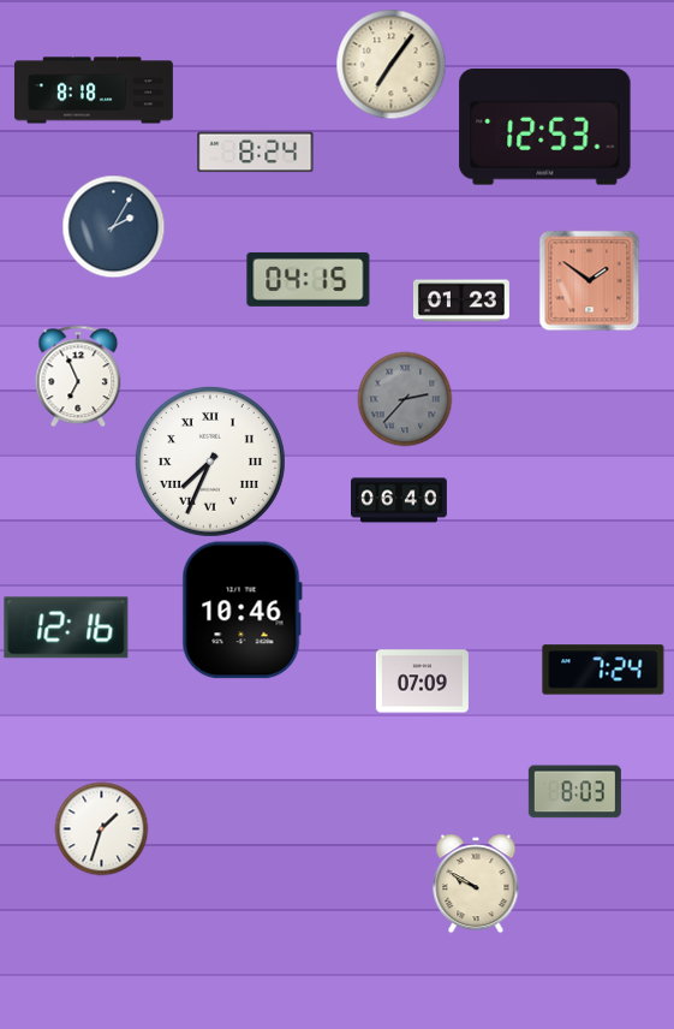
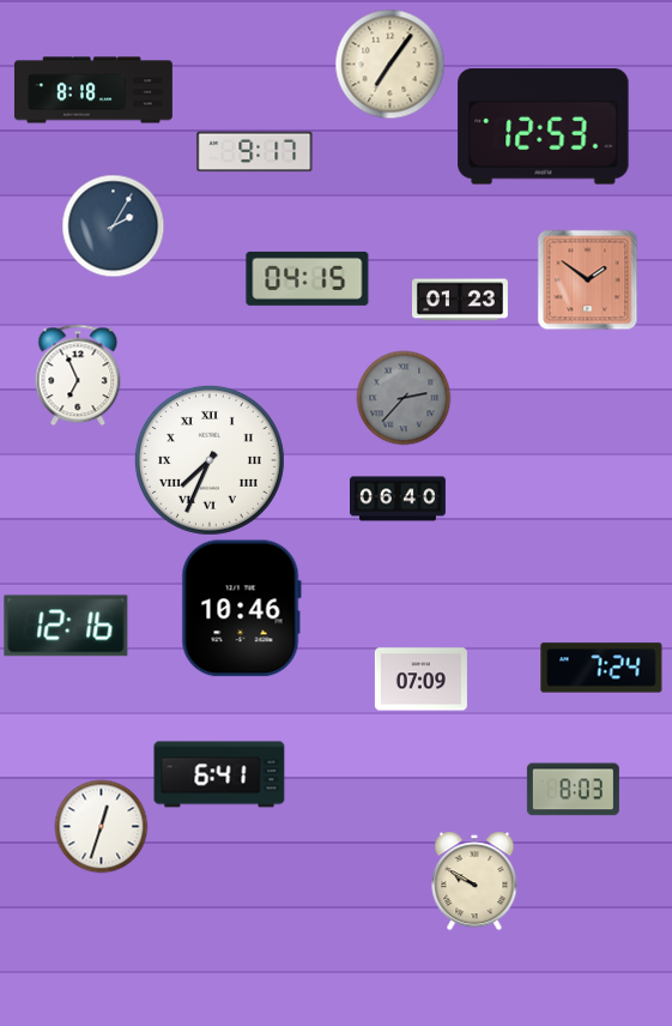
clock at (256, 153): 8:24 -> 9:17
clock at (219, 774): none -> 6:41
clock at (101, 828): 1:33 -> 12:33
